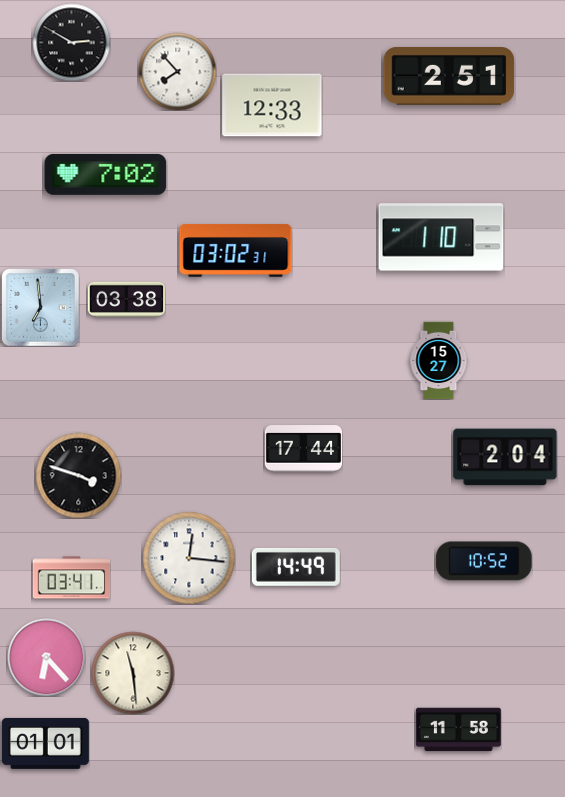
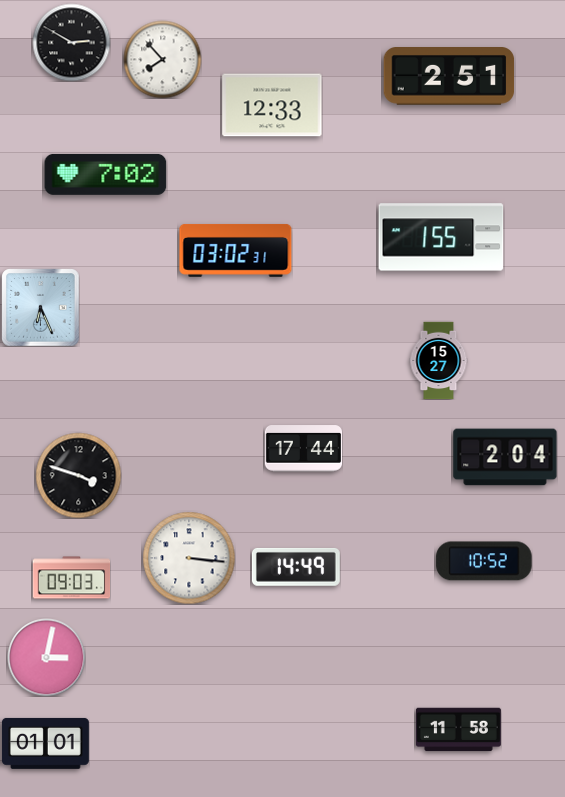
clock at (177, 71) position: (177, 71) -> (162, 59)
clock at (441, 237): 1:10 -> 1:55
clock at (126, 299): 03:38 -> none
clock at (40, 307): 6:59 -> 6:26
clock at (189, 558): 12:16 -> 3:16
clock at (71, 578): 03:41 -> 09:03
clock at (46, 657): 6:23 -> 3:02
clock at (133, 673): 11:29 -> none
